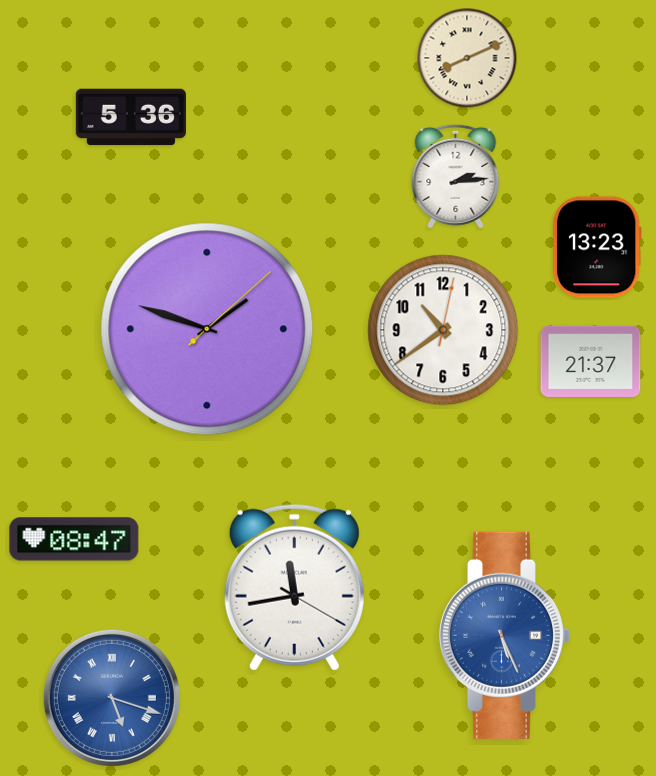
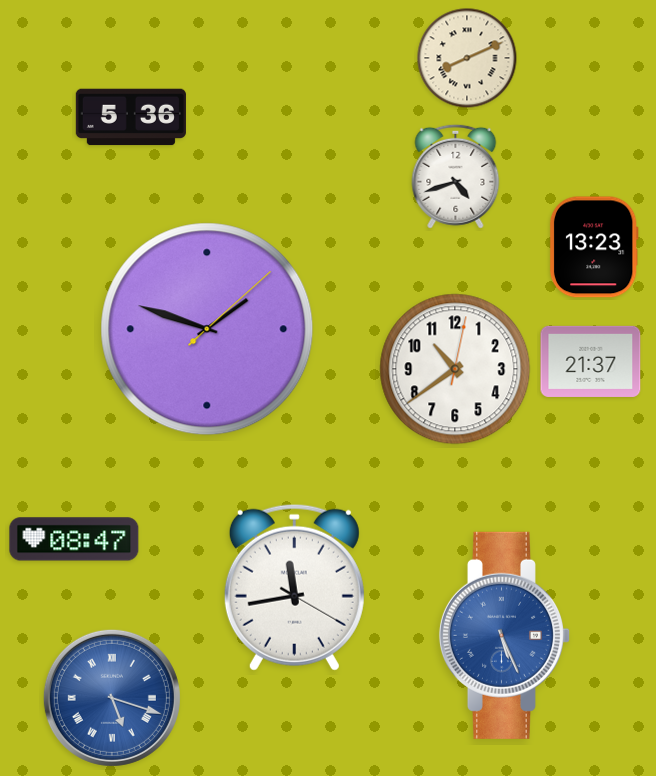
clock at (456, 176): 2:14 -> 4:42
clock at (597, 247) position: (597, 247) -> (594, 247)
clock at (443, 330) position: (443, 330) -> (455, 369)
